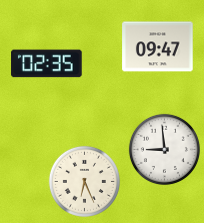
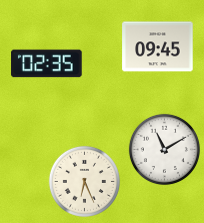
clock at (158, 47): 09:47 -> 09:45
clock at (164, 149): 8:59 -> 11:10
